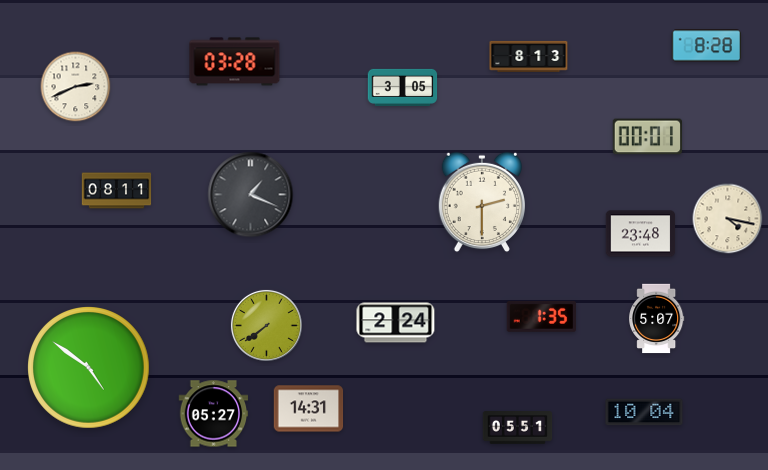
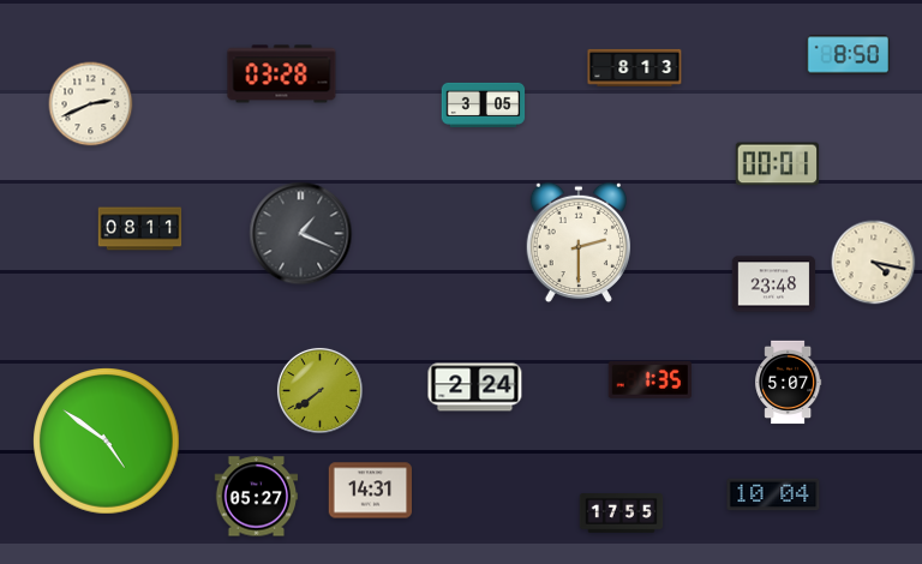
clock at (707, 46): 8:28 -> 8:50
clock at (641, 234) position: (641, 234) -> (774, 284)
clock at (518, 428): 05:51 -> 17:55
